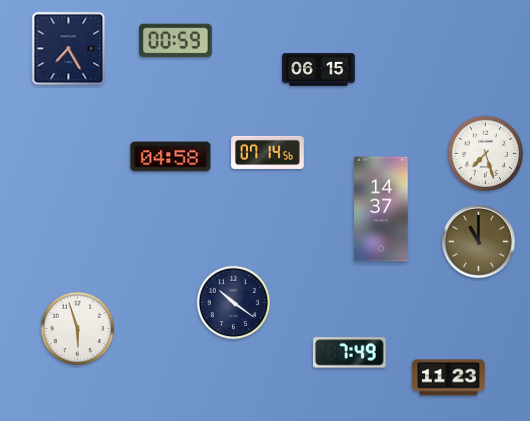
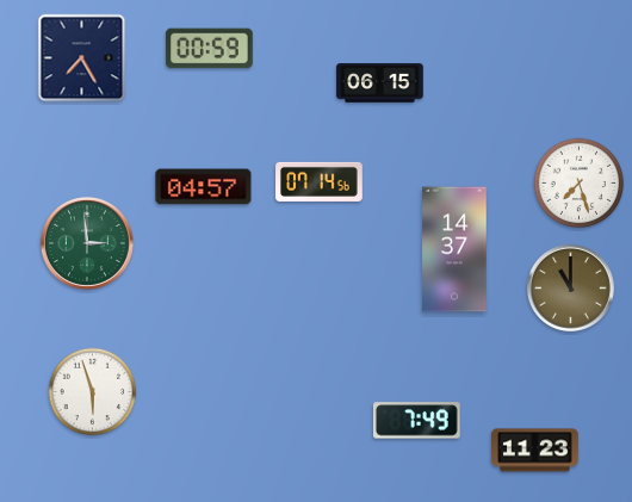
clock at (171, 157): 04:58 -> 04:57
clock at (87, 243): none -> 2:59
clock at (234, 303): 10:21 -> none
